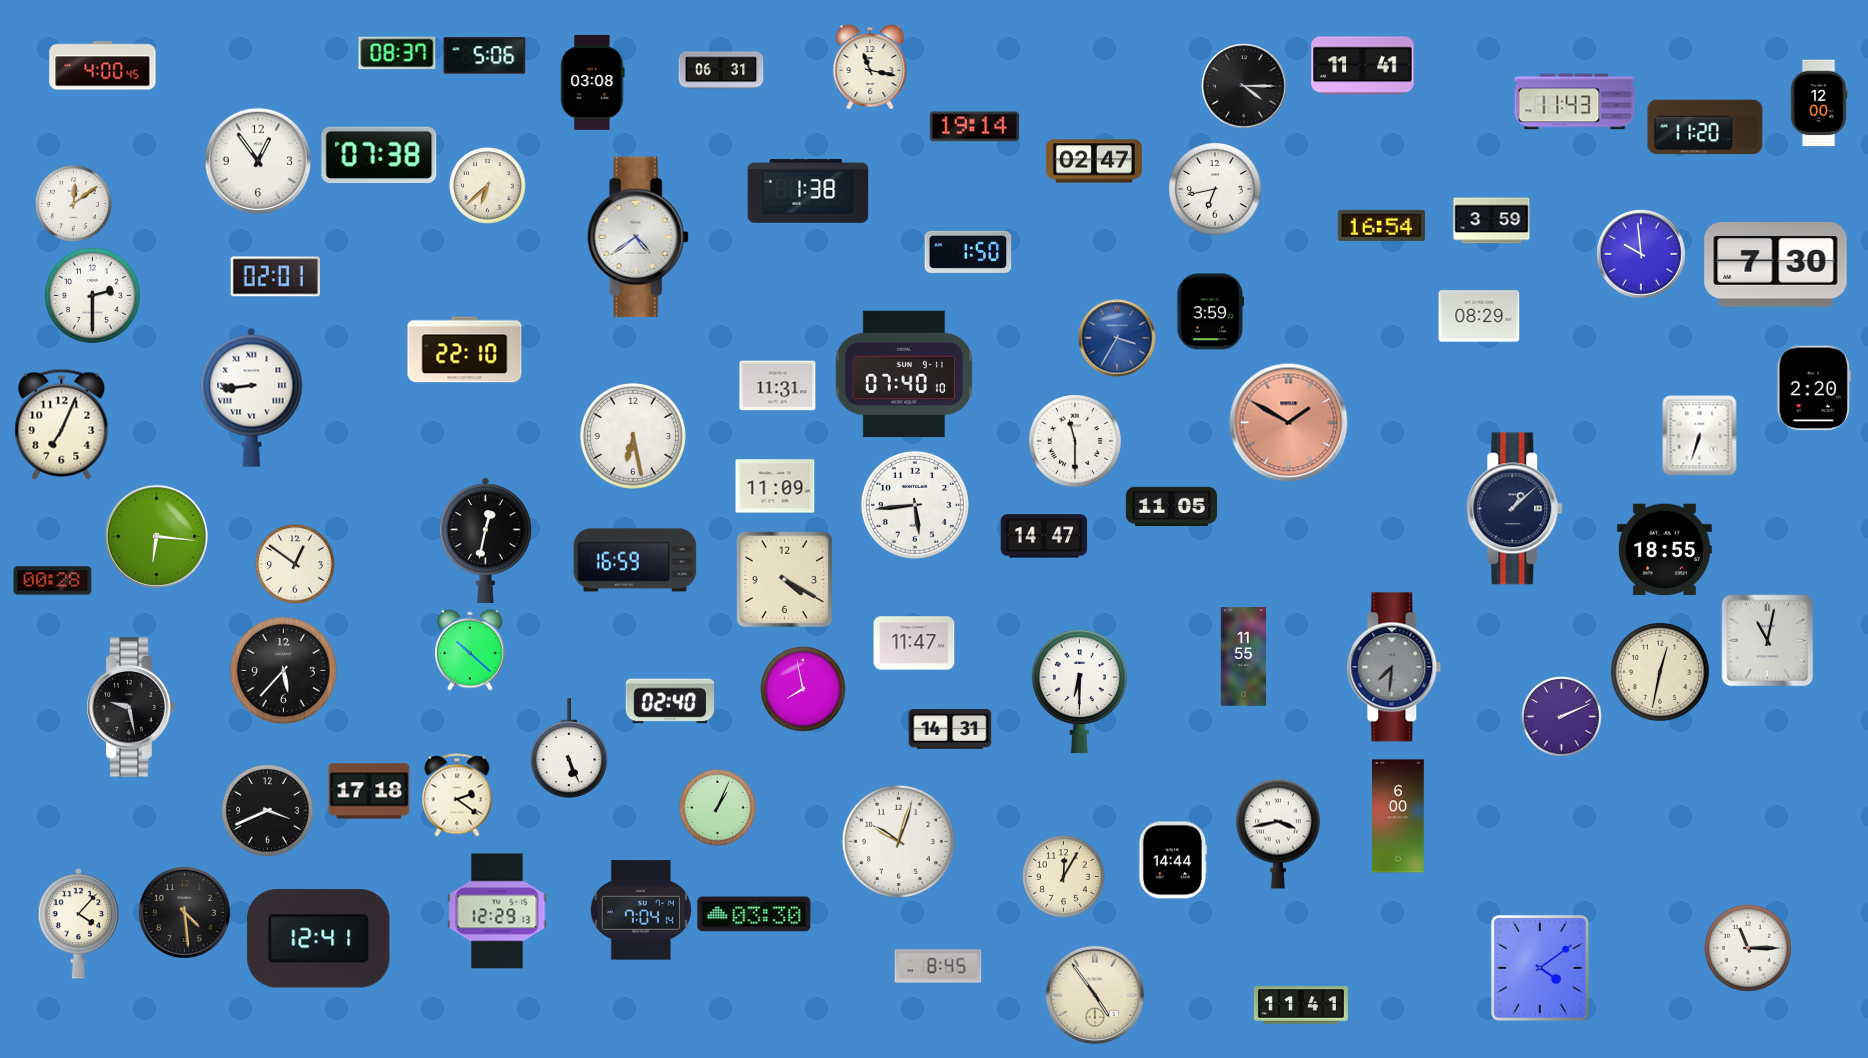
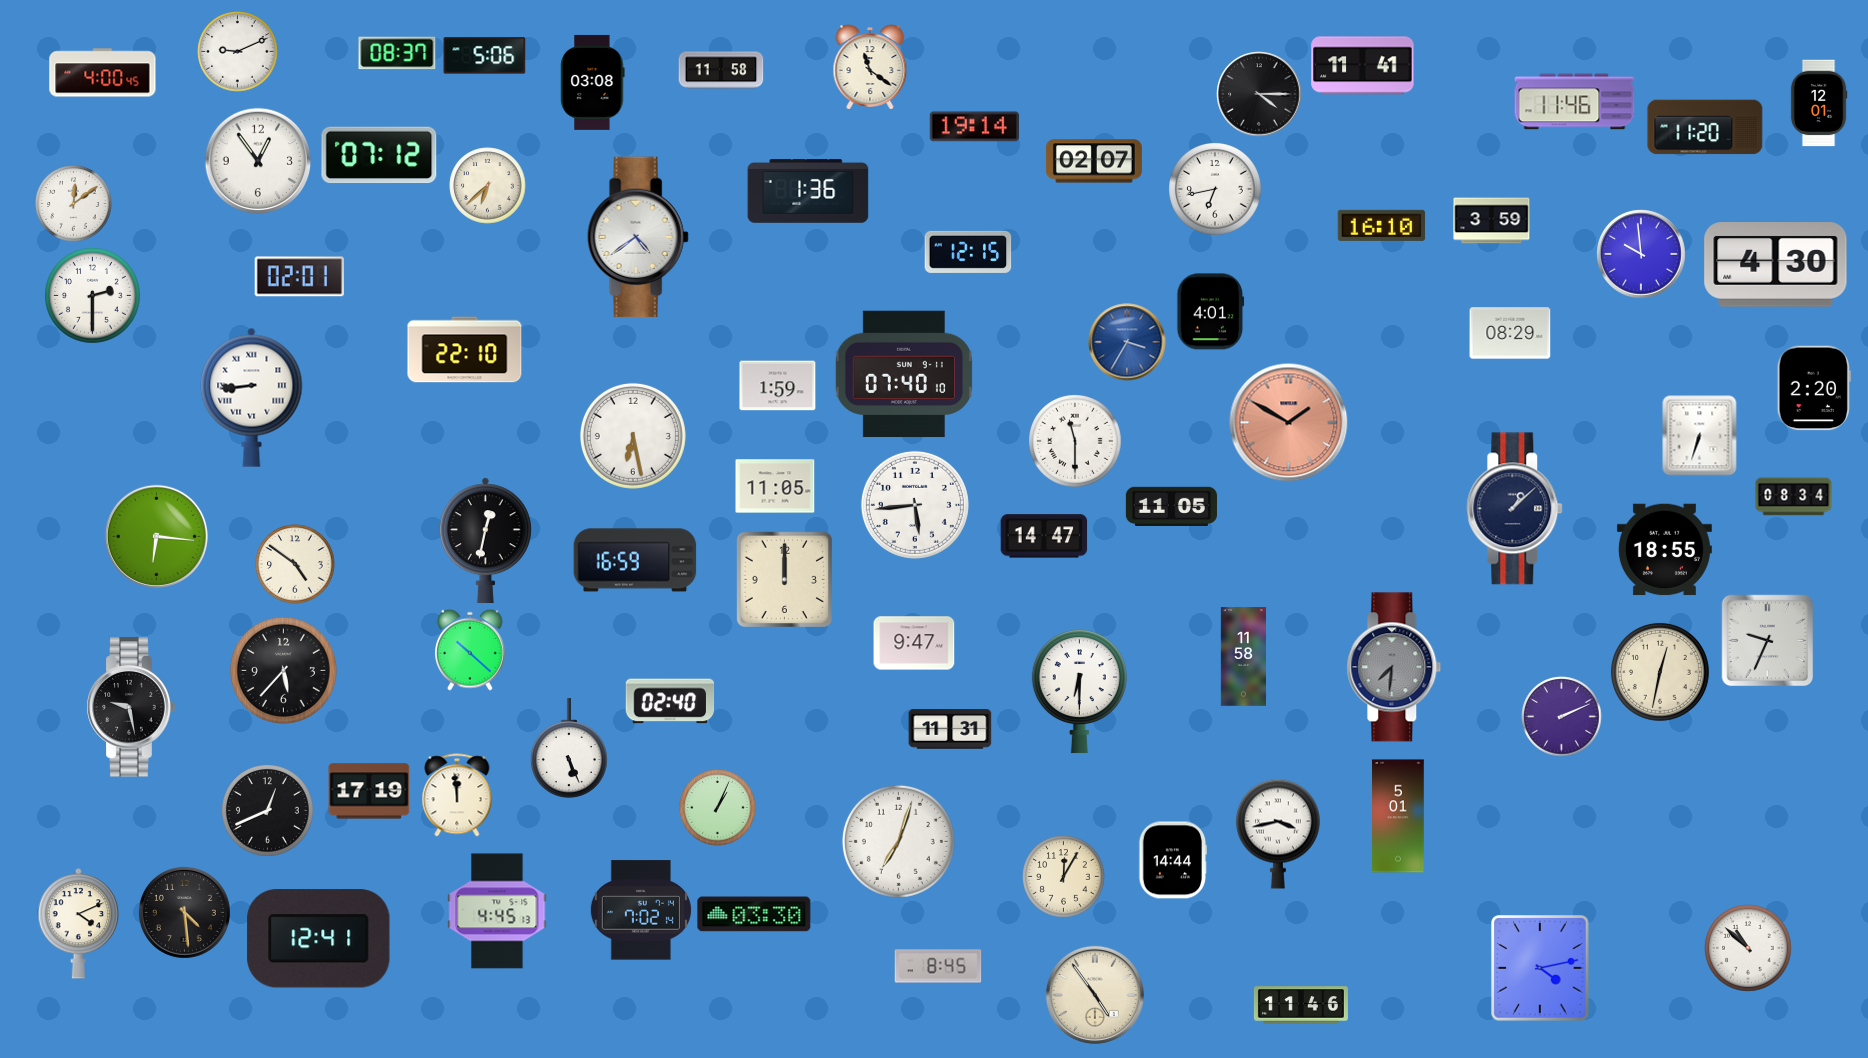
clock at (238, 52): none -> 9:11
clock at (103, 66) position: (103, 66) -> (103, 73)
clock at (870, 67): 11:17 -> 11:21
clock at (721, 70): 06:31 -> 11:58
clock at (1244, 86) position: (1244, 86) -> (1259, 94)
clock at (1575, 102): 11:43 -> 11:46
clock at (1819, 103): 12:00 -> 12:01
clock at (379, 155): 07:38 -> 07:12
clock at (1094, 161): 02:47 -> 02:07
clock at (808, 191): 1:38 -> 1:36
clock at (1382, 225): 16:54 -> 16:10
clock at (968, 252): 1:50 -> 12:15
clock at (1776, 265): 7:30 -> 4:30
clock at (275, 277) position: (275, 277) -> (299, 277)
clock at (1211, 312): 3:59 -> 4:01
clock at (1479, 316) position: (1479, 316) -> (1510, 333)
clock at (1117, 338) position: (1117, 338) -> (1127, 342)
clock at (778, 386): 11:31 -> 1:59
clock at (62, 424): 7:04 -> none
clock at (775, 486): 11:09 -> 11:05
clock at (1794, 497): none -> 08:34
clock at (295, 564): 12:51 -> 4:51
clock at (784, 579): 4:20 -> 12:00
clock at (53, 581): 00:28 -> none
clock at (1768, 641): 11:02 -> 9:34
clock at (914, 643): 11:47 -> 9:47
clock at (1243, 657): 11:55 -> 11:58
clock at (803, 689): 7:58 -> none
clock at (950, 729): 14:31 -> 11:31
clock at (369, 791): 17:18 -> 17:19
clock at (457, 795): 2:21 -> 11:59
clock at (268, 811): 3:41 -> 12:41
clock at (1398, 816): 6:00 -> 5:01
clock at (898, 841): 10:03 -> 7:03
clock at (641, 910): 7:04 -> 7:02
clock at (497, 911): 12:29 -> 4:45
clock at (79, 924): 4:07 -> 4:11
clock at (1748, 948): 11:15 -> 10:52
clock at (1540, 968): 4:09 -> 4:13
clock at (1301, 1005): 11:41 -> 11:46
